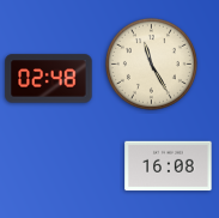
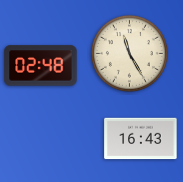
clock at (151, 63) position: (151, 63) -> (129, 53)
clock at (169, 166): 16:08 -> 16:43
